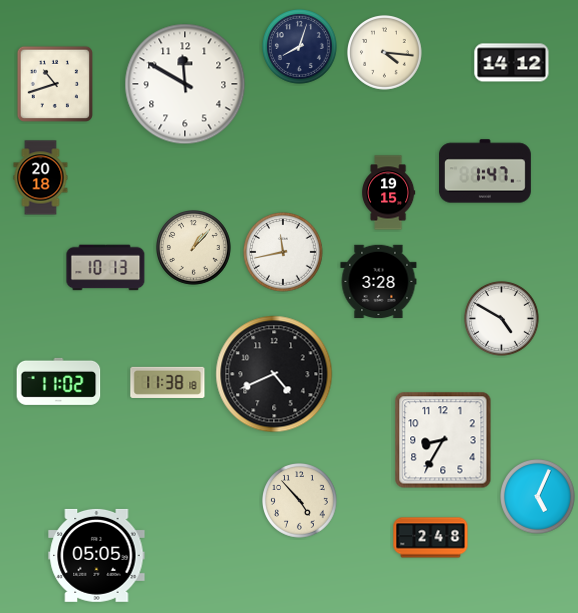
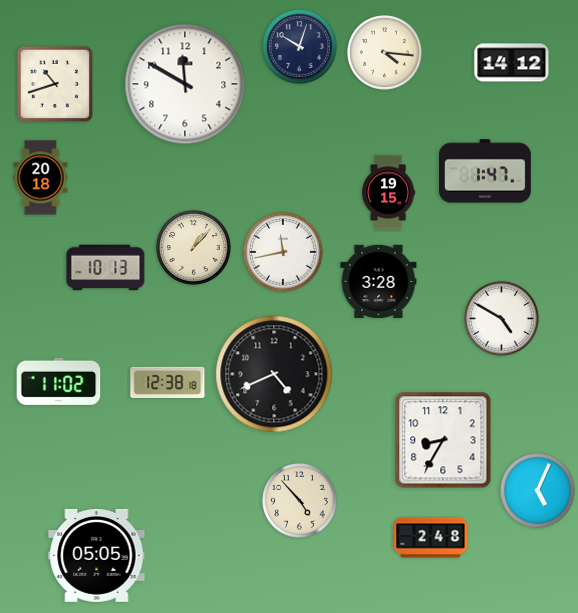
clock at (300, 47): 8:03 -> 10:03
clock at (168, 382): 11:38 -> 12:38
clock at (538, 497) position: (538, 497) -> (538, 491)
